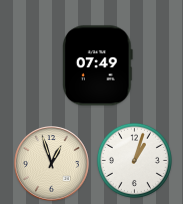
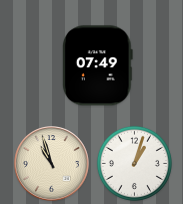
clock at (134, 160) position: (134, 160) -> (134, 163)
clock at (52, 164): 12:57 -> 10:57
